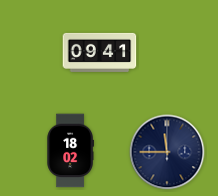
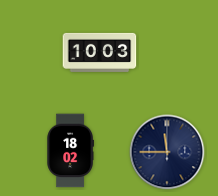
clock at (100, 52): 09:41 -> 10:03
